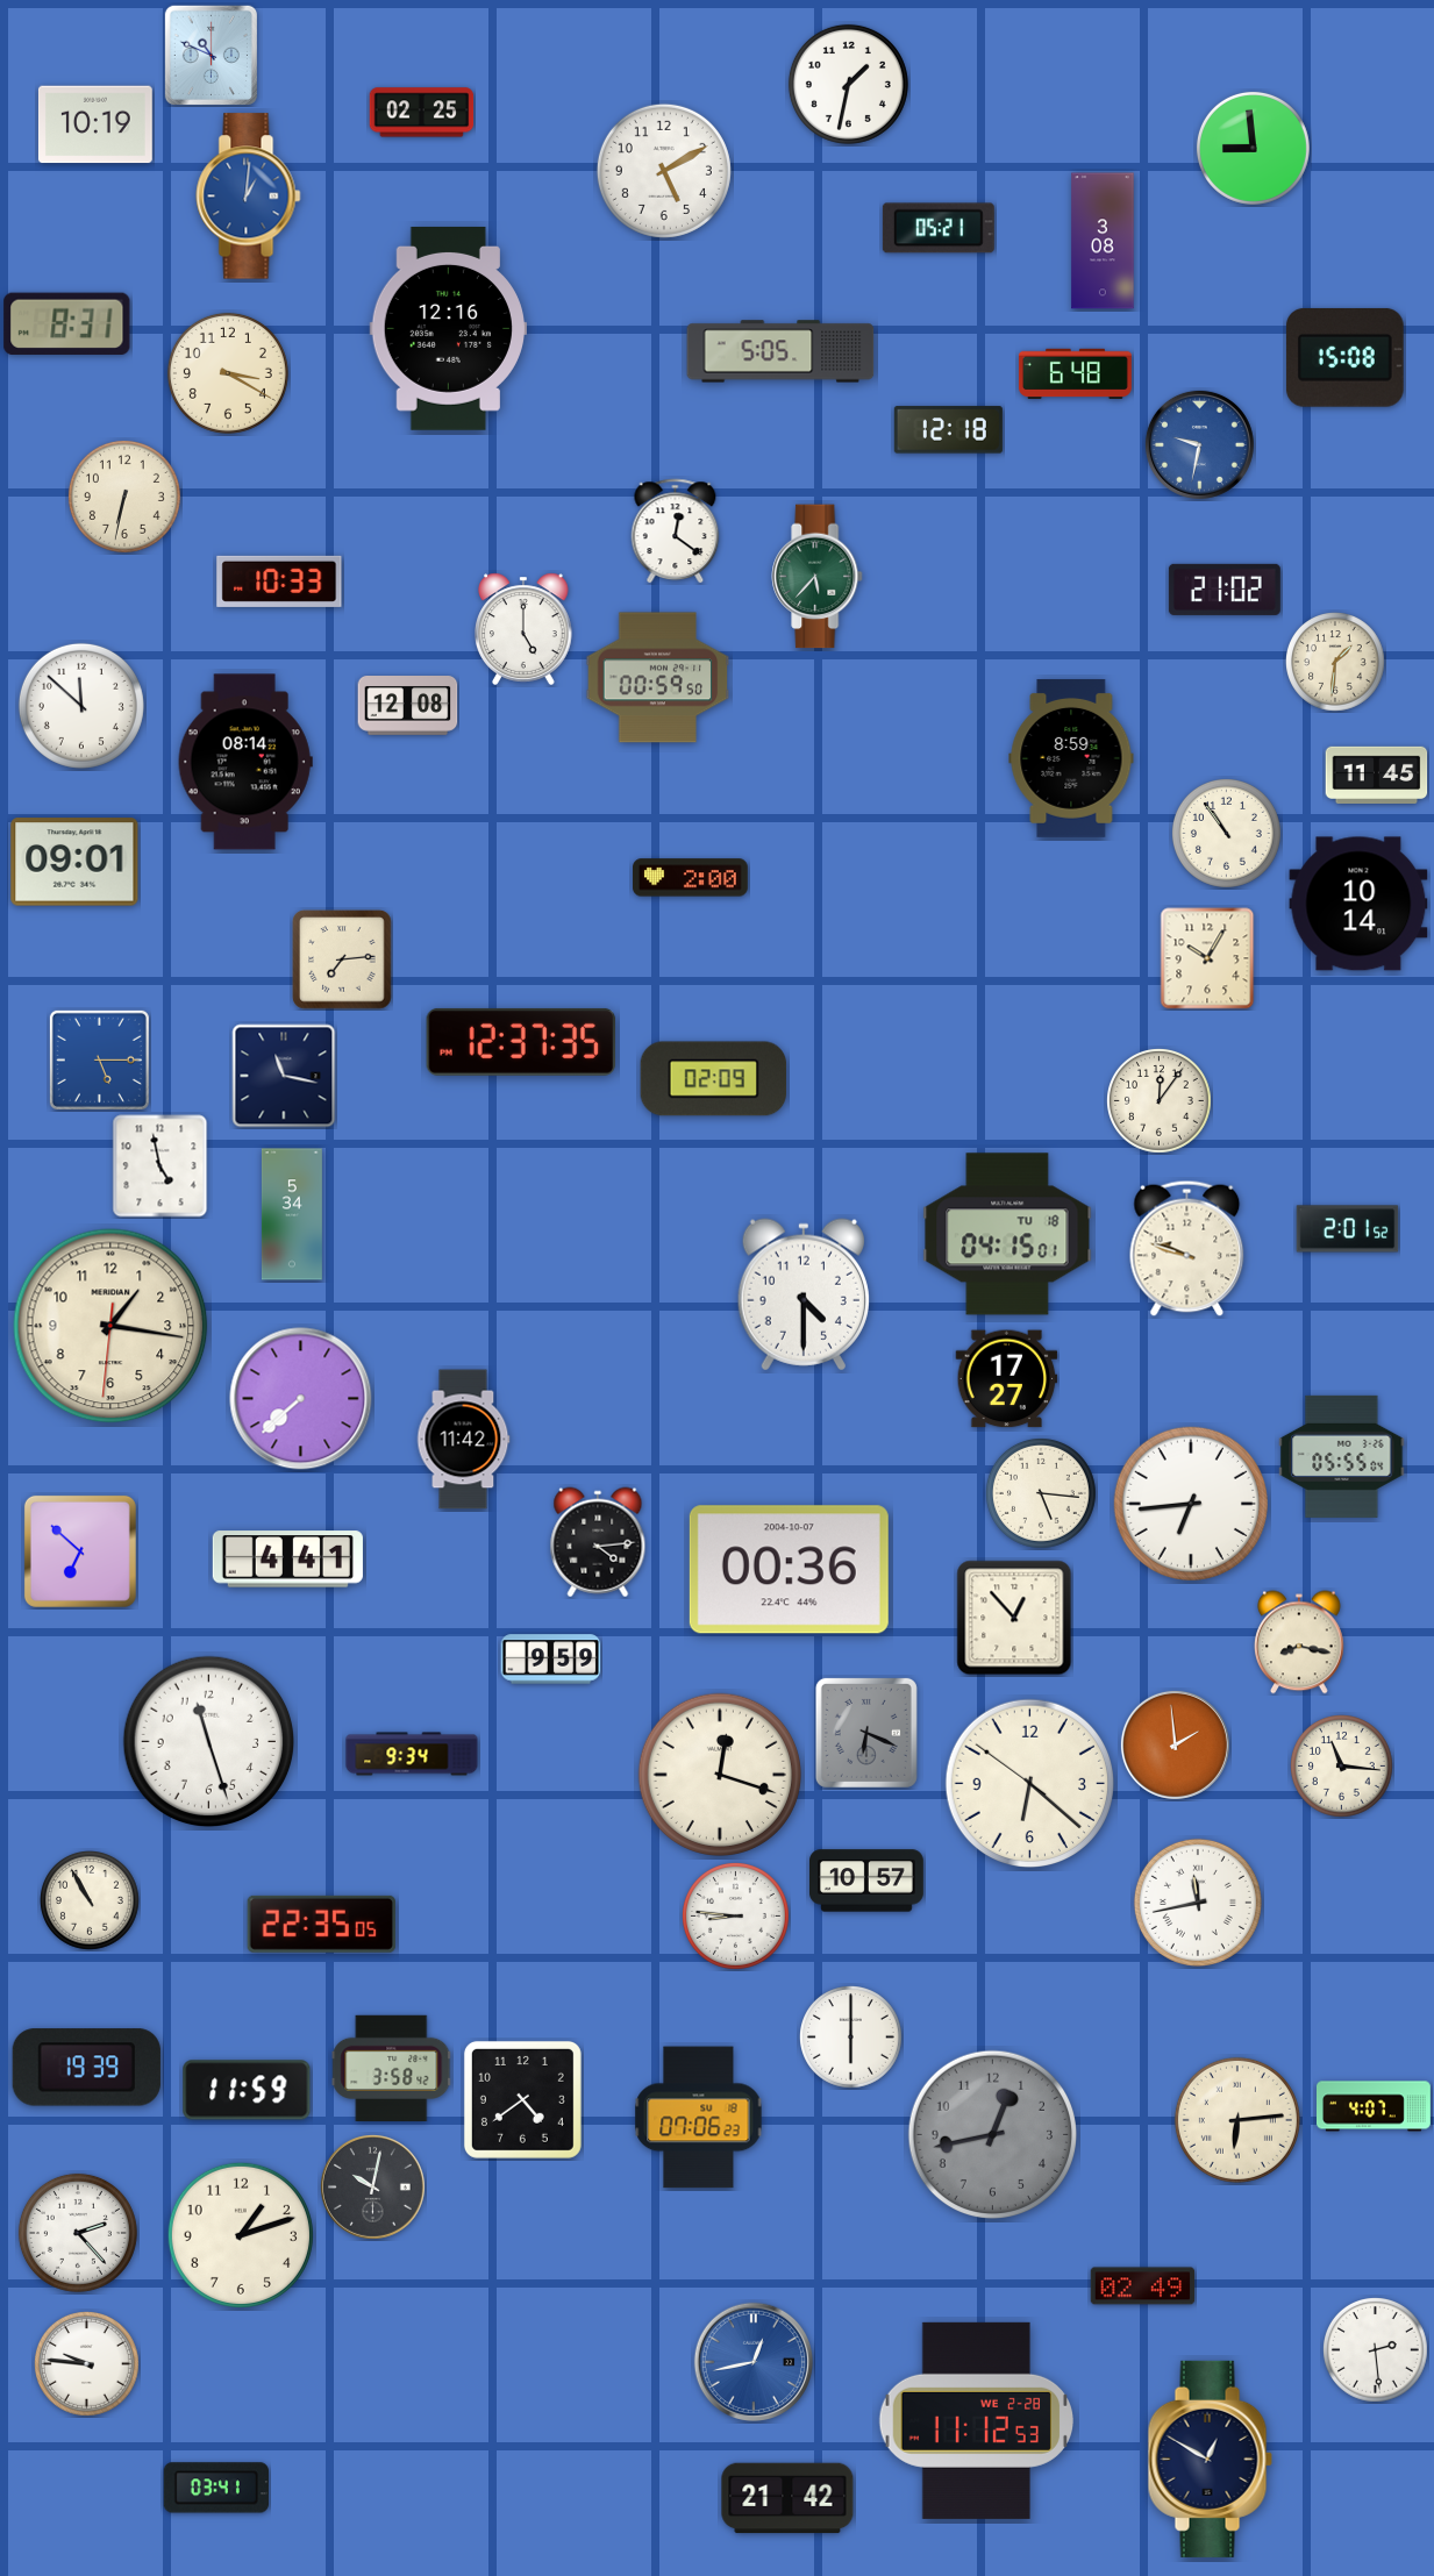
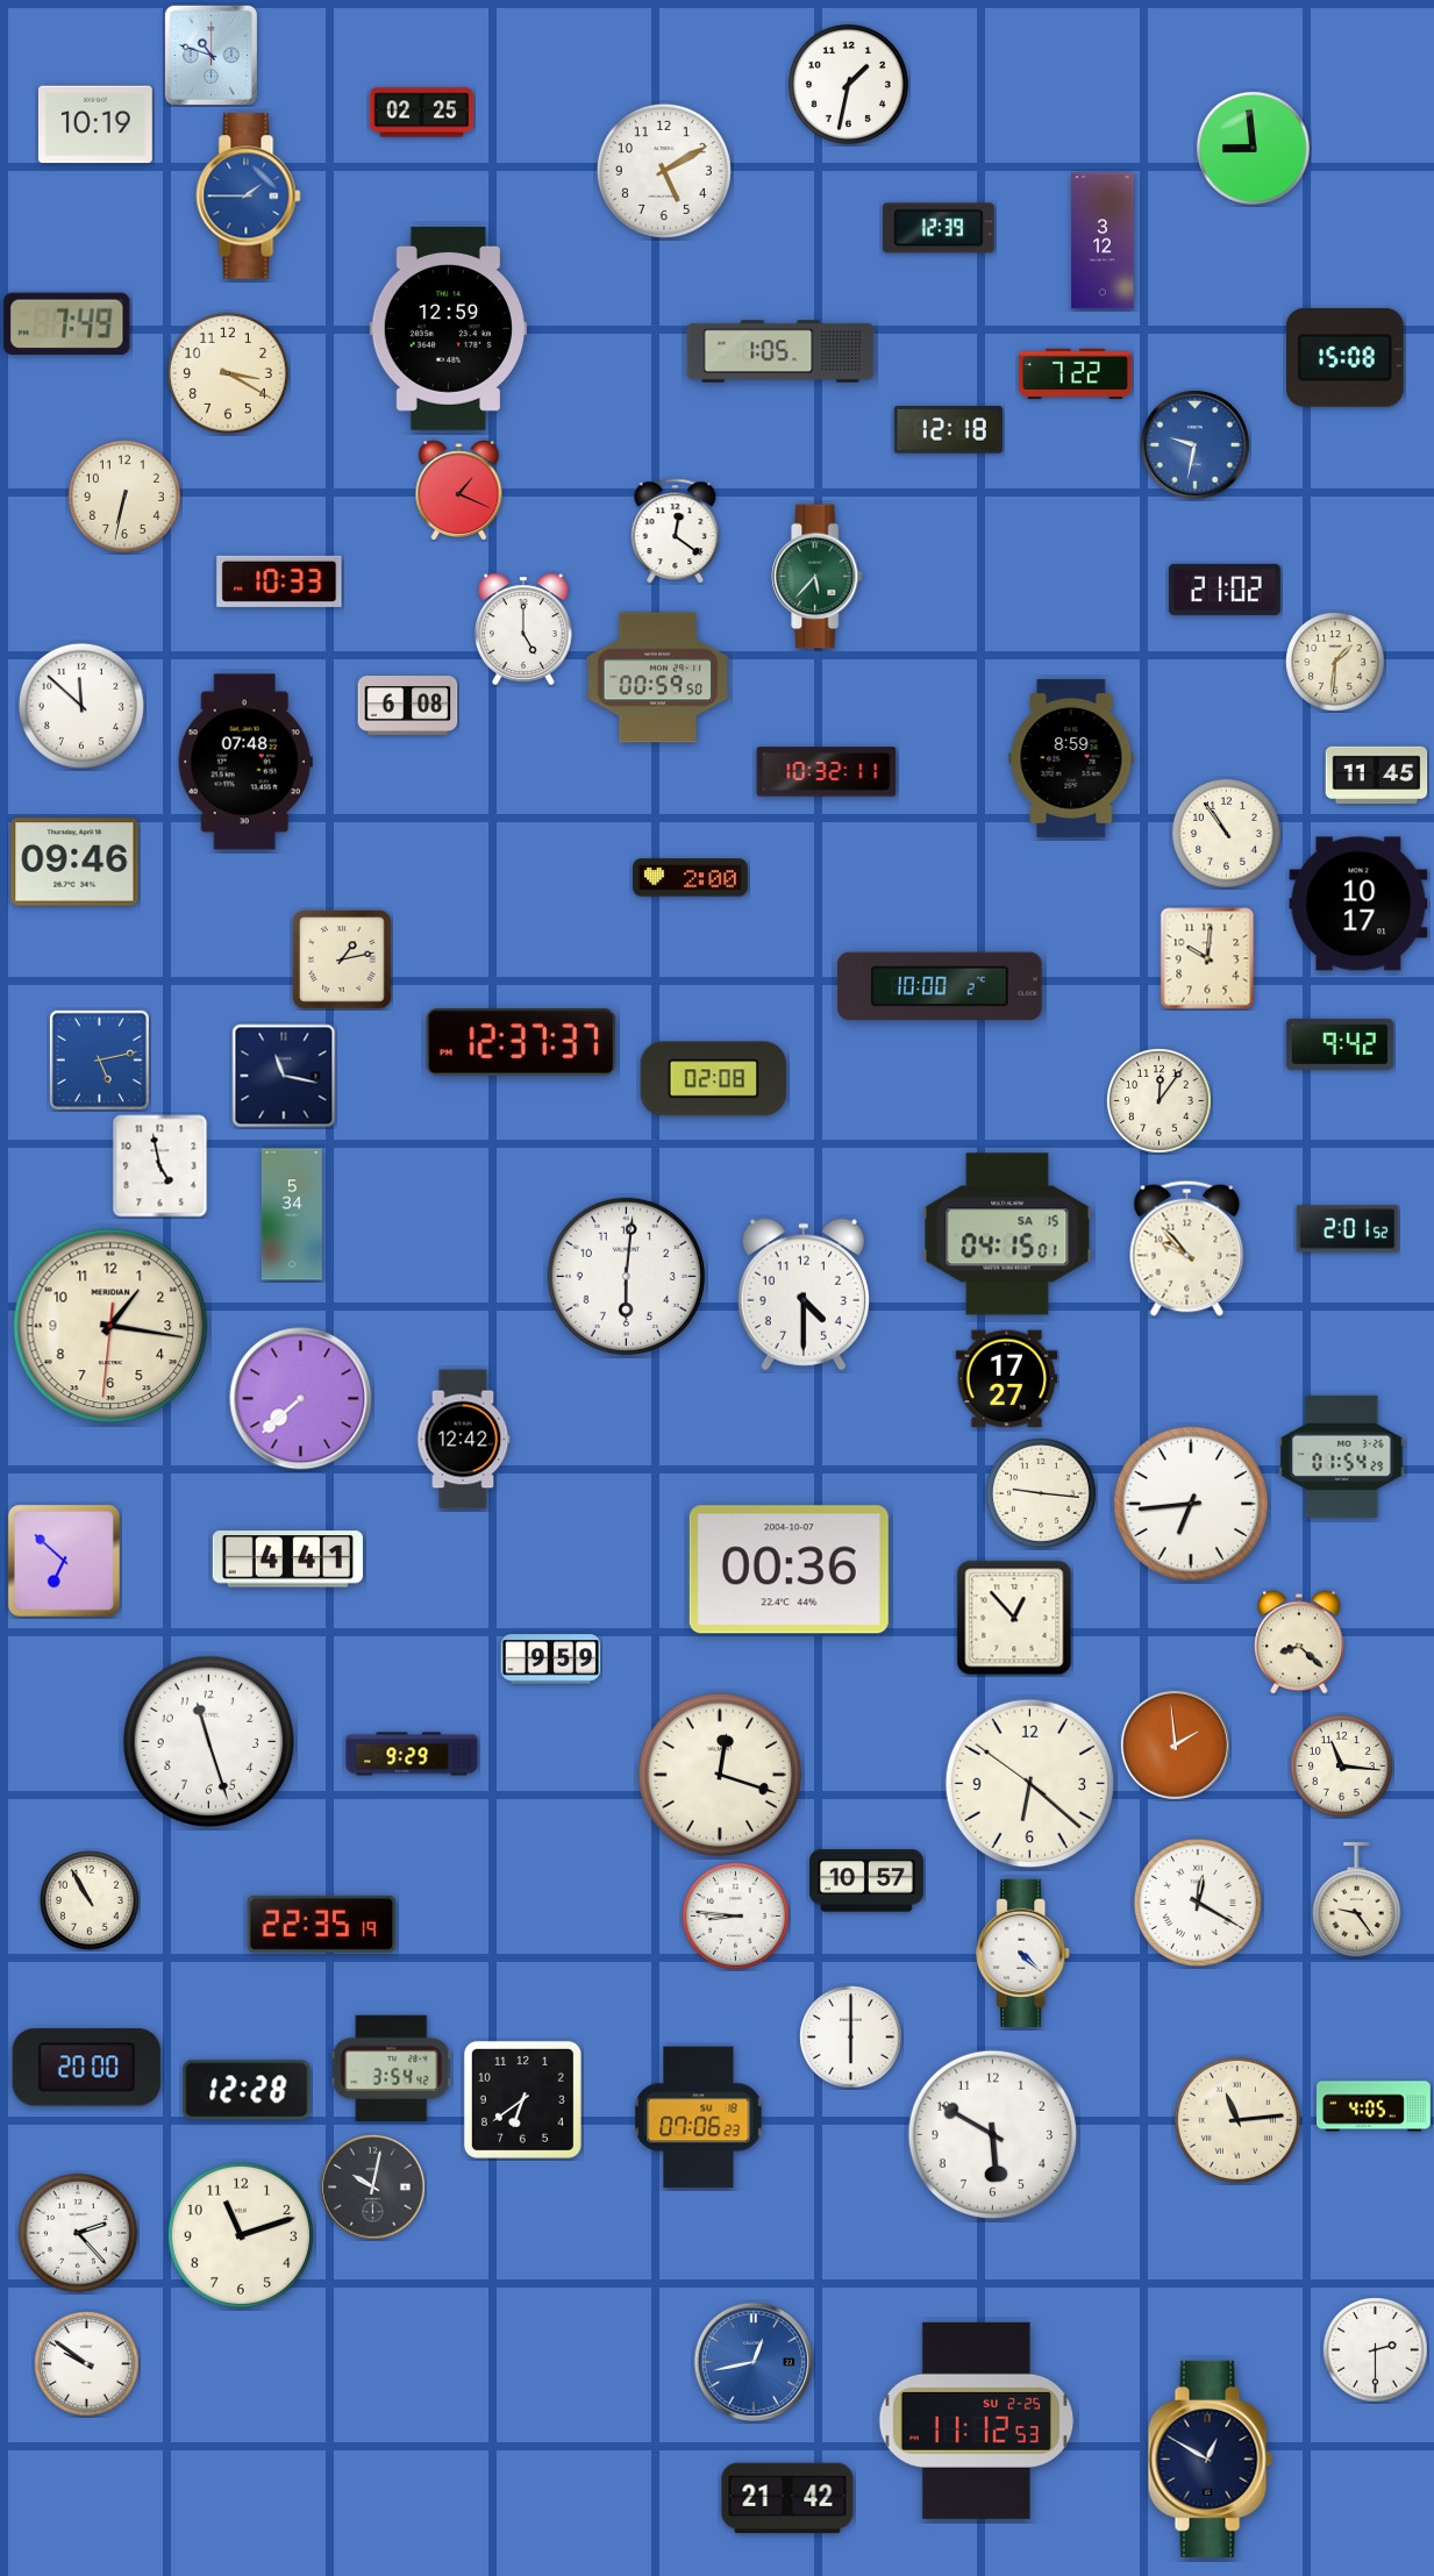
clock at (211, 55): 10:49 -> 10:48
clock at (249, 197): 1:01 -> 1:45
clock at (939, 228): 05:21 -> 12:39
clock at (1103, 241): 3:08 -> 3:12
clock at (67, 323): 8:31 -> 7:49
clock at (448, 328): 12:16 -> 12:59
clock at (780, 351): 5:05 -> 1:05
clock at (1075, 374): 6:48 -> 7:22
clock at (1199, 444) position: (1199, 444) -> (1194, 444)
clock at (459, 491): none -> 1:19
clock at (408, 706): 12:08 -> 6:08
clock at (245, 762): 08:14 -> 07:48
clock at (827, 772): none -> 10:32
clock at (74, 862): 09:01 -> 09:46
clock at (1358, 904): 10:14 -> 10:17
clock at (1207, 958): 10:05 -> 10:01
clock at (342, 959): 7:14 -> 1:13
clock at (941, 986): none -> 10:00
clock at (521, 1042): 12:37:35 -> 12:37:37
clock at (1340, 1044): none -> 9:42
clock at (99, 1059): 5:15 -> 5:13
clock at (714, 1079): 02:09 -> 02:08
clock at (1007, 1234) date: TU 18 -> SA 15
clock at (1187, 1248): 9:48 -> 9:53
clock at (626, 1276): none -> 6:01
clock at (463, 1440): 11:42 -> 12:42
clock at (1342, 1456): 05:55 -> 01:54
clock at (1041, 1493): 5:16 -> 9:16
clock at (598, 1542): 4:14 -> none
clock at (80, 1551) position: (80, 1551) -> (64, 1561)
clock at (1300, 1642): 8:17 -> 8:22
clock at (866, 1733): 6:19 -> none
clock at (412, 1754): 9:34 -> 9:29
clock at (1356, 1900): none -> 9:24
clock at (1198, 1903): 11:43 -> 12:20
clock at (321, 1924): 22:35:05 -> 22:35:19
clock at (1023, 1953): none -> 4:22
clock at (86, 2068): 19:39 -> 20:00
clock at (392, 2068): 3:58 -> 3:54
clock at (247, 2090): 11:59 -> 12:28
clock at (522, 2099): 4:39 -> 6:39
clock at (1375, 2106): 4:07 -> 4:05
clock at (1237, 2120): 6:14 -> 11:14
clock at (993, 2135): 12:43 -> 5:50
clock at (993, 2135) dial: grey -> white
clock at (241, 2235): 1:12 -> 11:12
clock at (1143, 2286): 02:49 -> none
clock at (1376, 2350): 2:29 -> 2:30
clock at (87, 2364): 9:46 -> 9:51
clock at (976, 2420) date: WE 2-28 -> SU 2-25
clock at (216, 2488): 03:41 -> none
